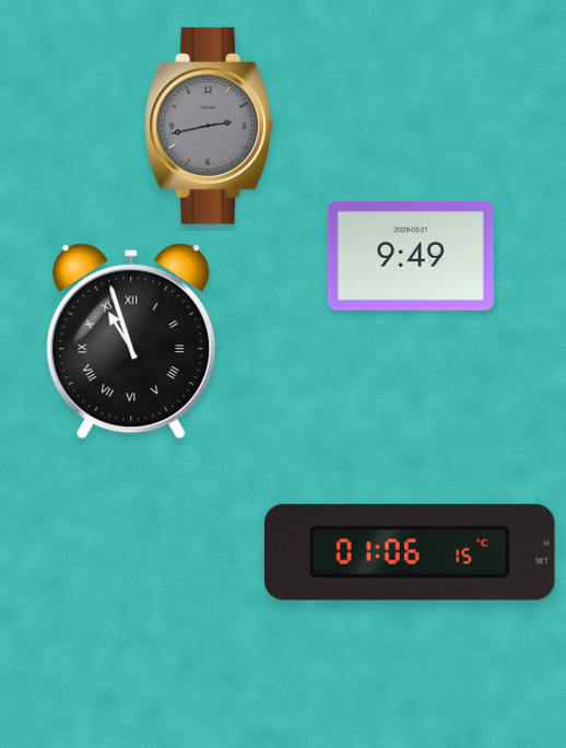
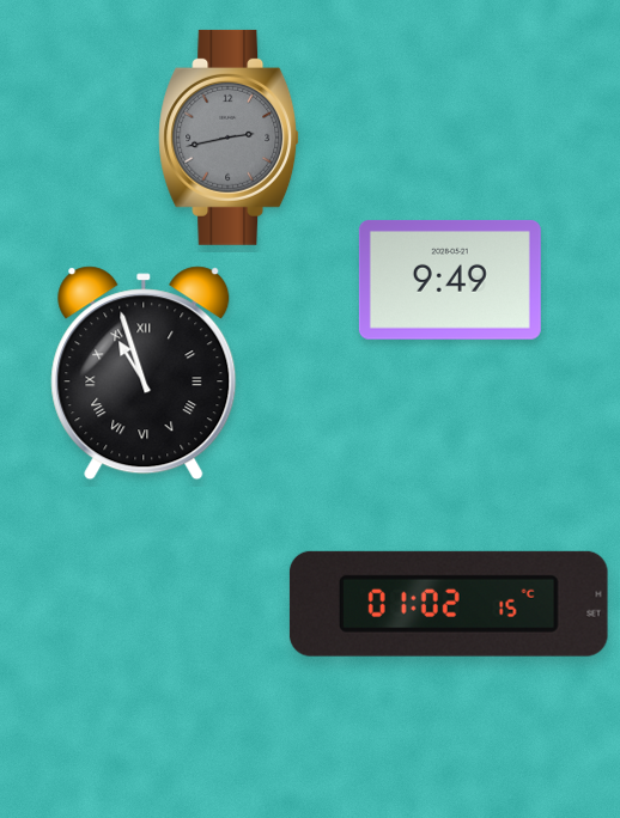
clock at (410, 552): 01:06 -> 01:02
